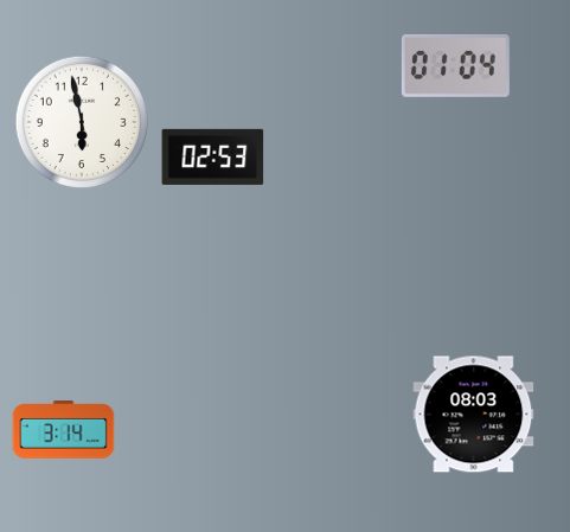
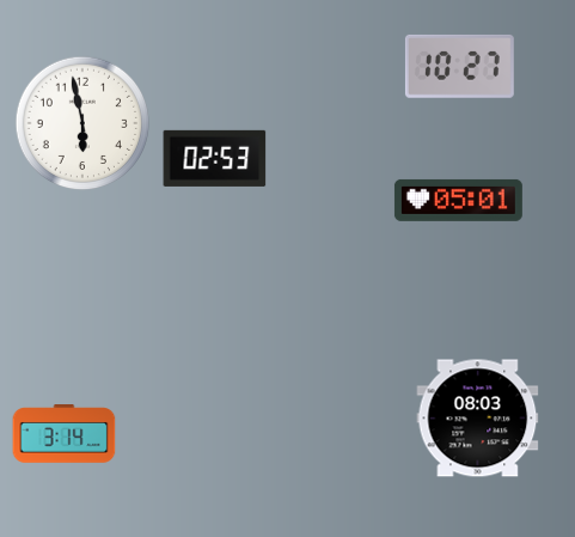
clock at (455, 65): 01:04 -> 10:27
clock at (458, 200): none -> 05:01
